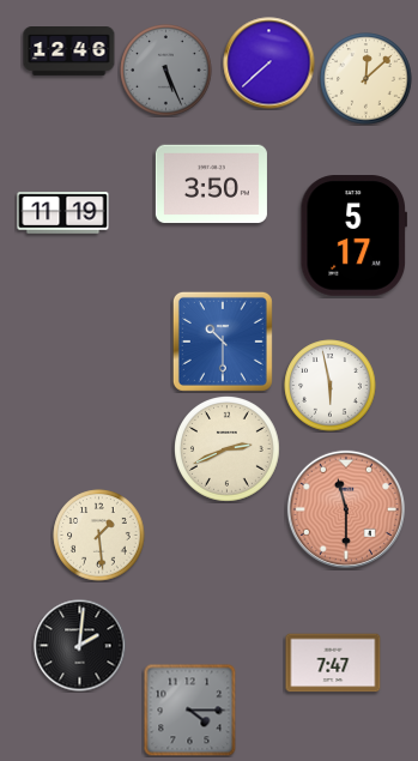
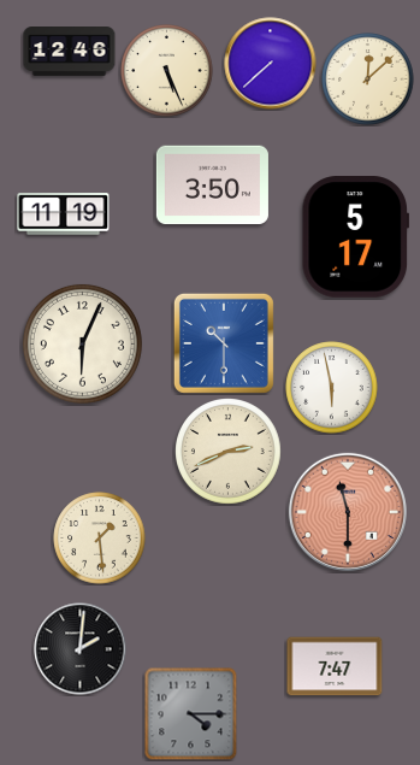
clock at (166, 71) dial: grey -> cream
clock at (82, 343): none -> 6:04
